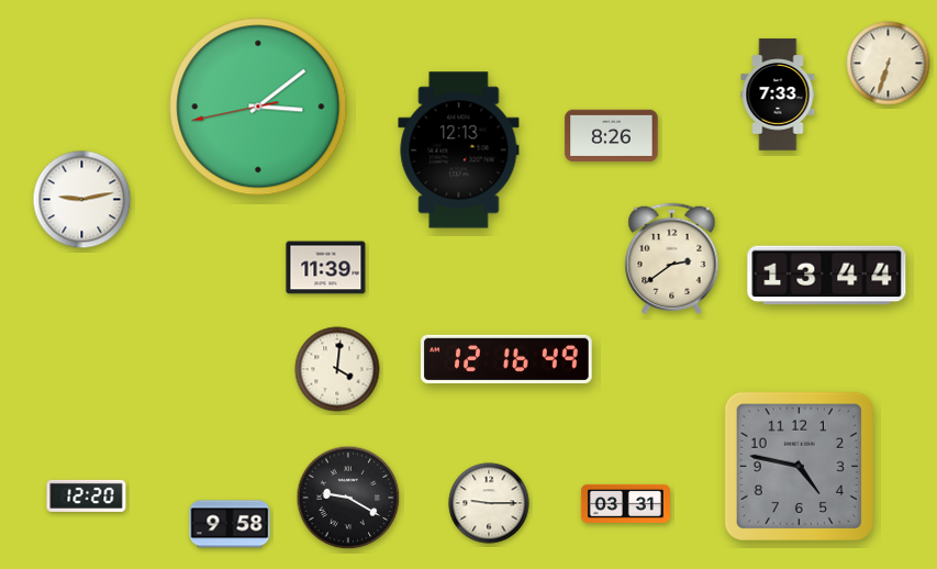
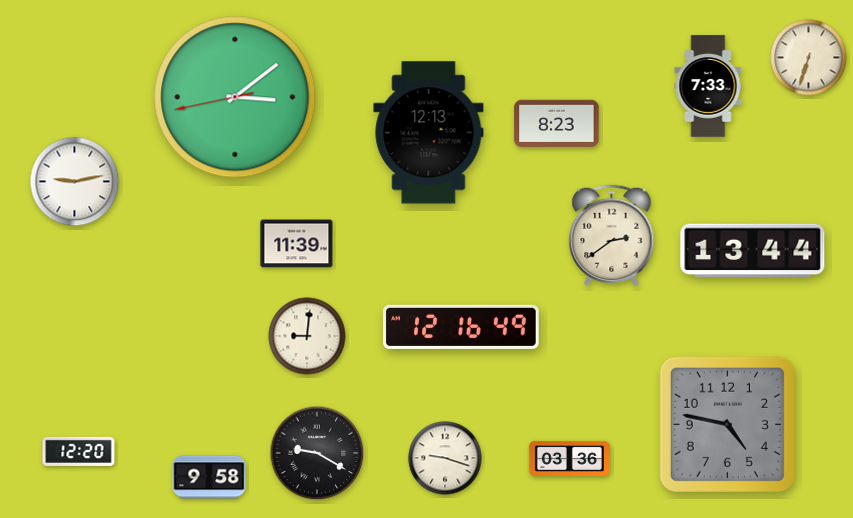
clock at (612, 136): 8:26 -> 8:23
clock at (459, 150) position: (459, 150) -> (429, 133)
clock at (337, 369): 4:01 -> 9:01
clock at (489, 503): 9:15 -> 9:18
clock at (625, 503): 03:31 -> 03:36
